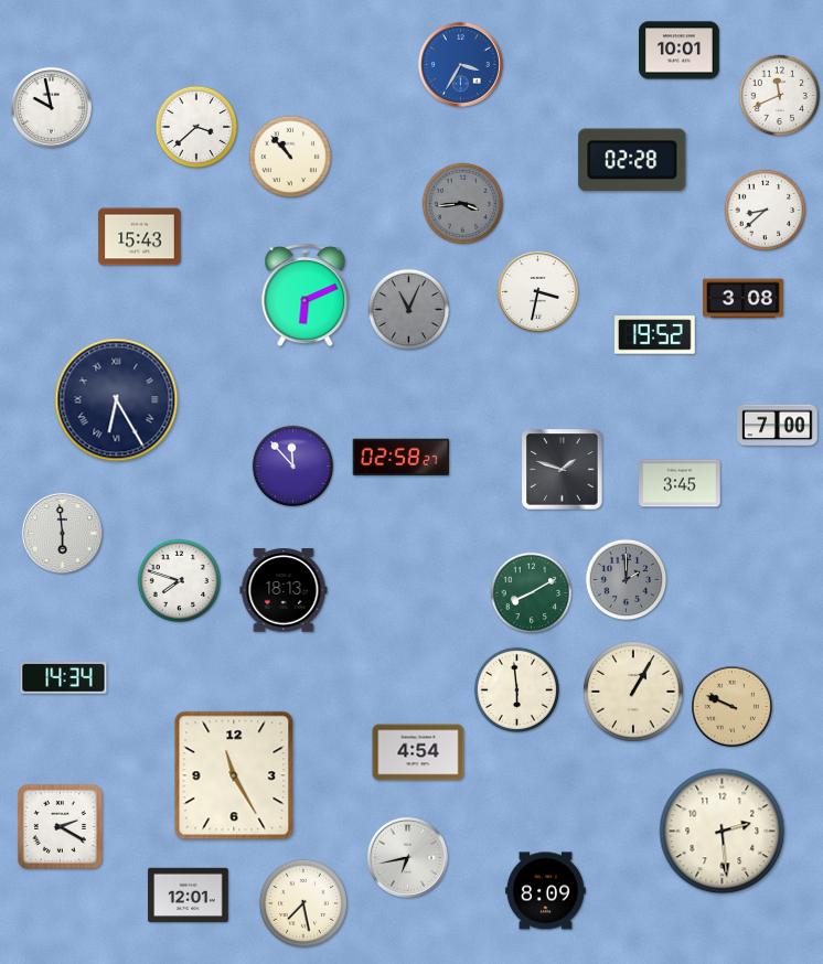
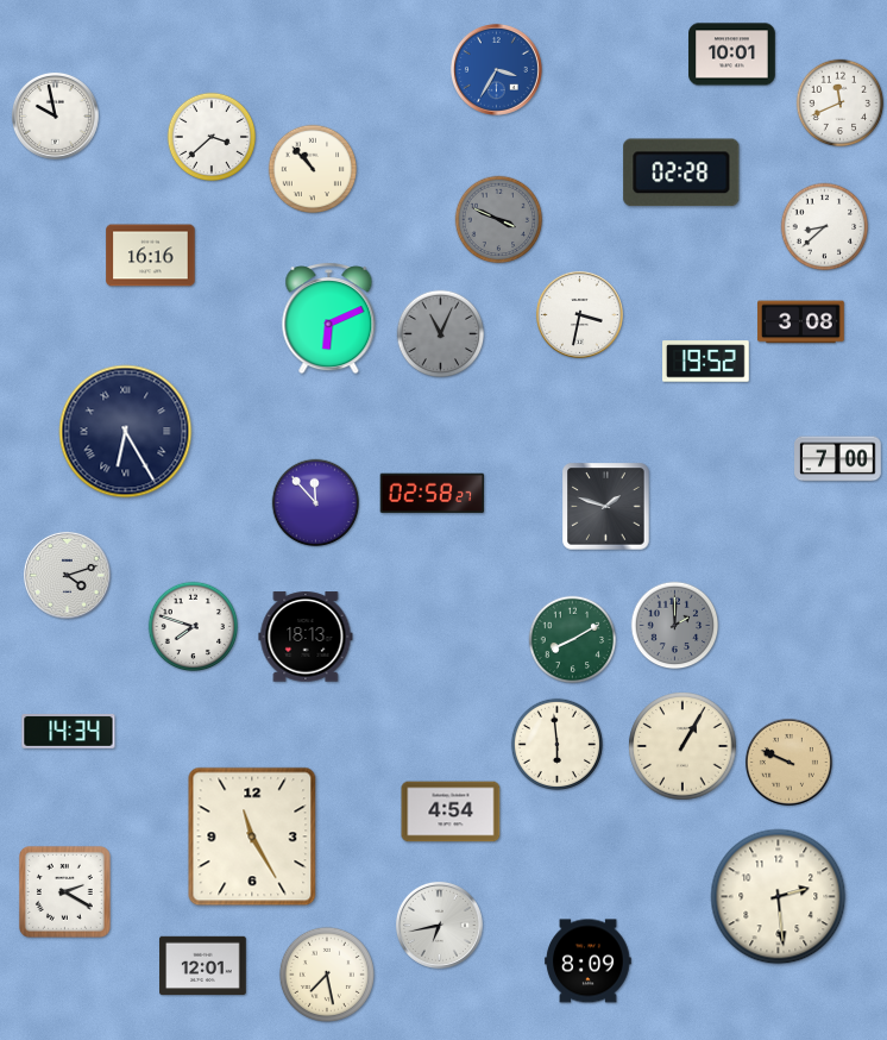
clock at (463, 204): 3:44 -> 3:49
clock at (140, 237): 15:43 -> 16:16
clock at (680, 483): 3:45 -> none
clock at (62, 533): 5:59 -> 4:12
